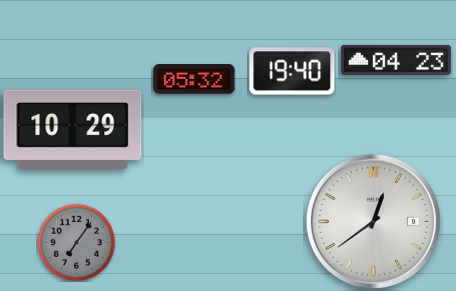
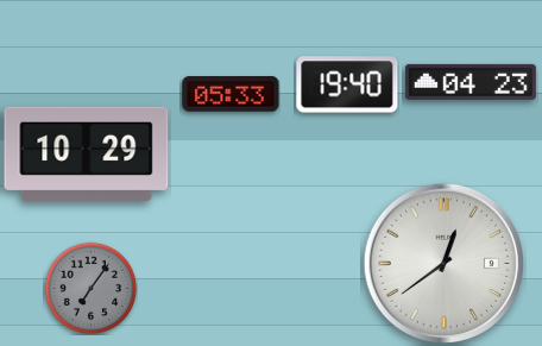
clock at (396, 60) position: (396, 60) -> (471, 82)
clock at (194, 79): 05:32 -> 05:33
